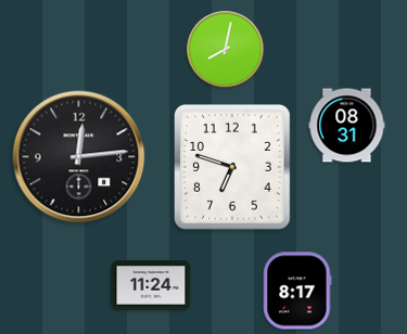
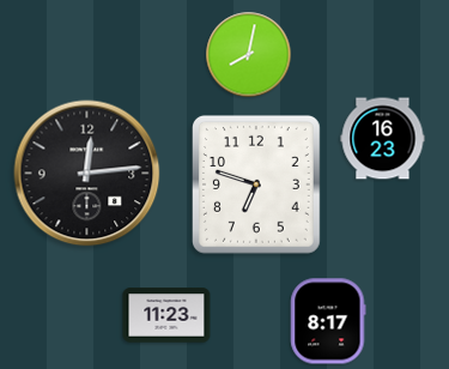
clock at (347, 126): 08:31 -> 16:23
clock at (151, 285): 11:24 -> 11:23
